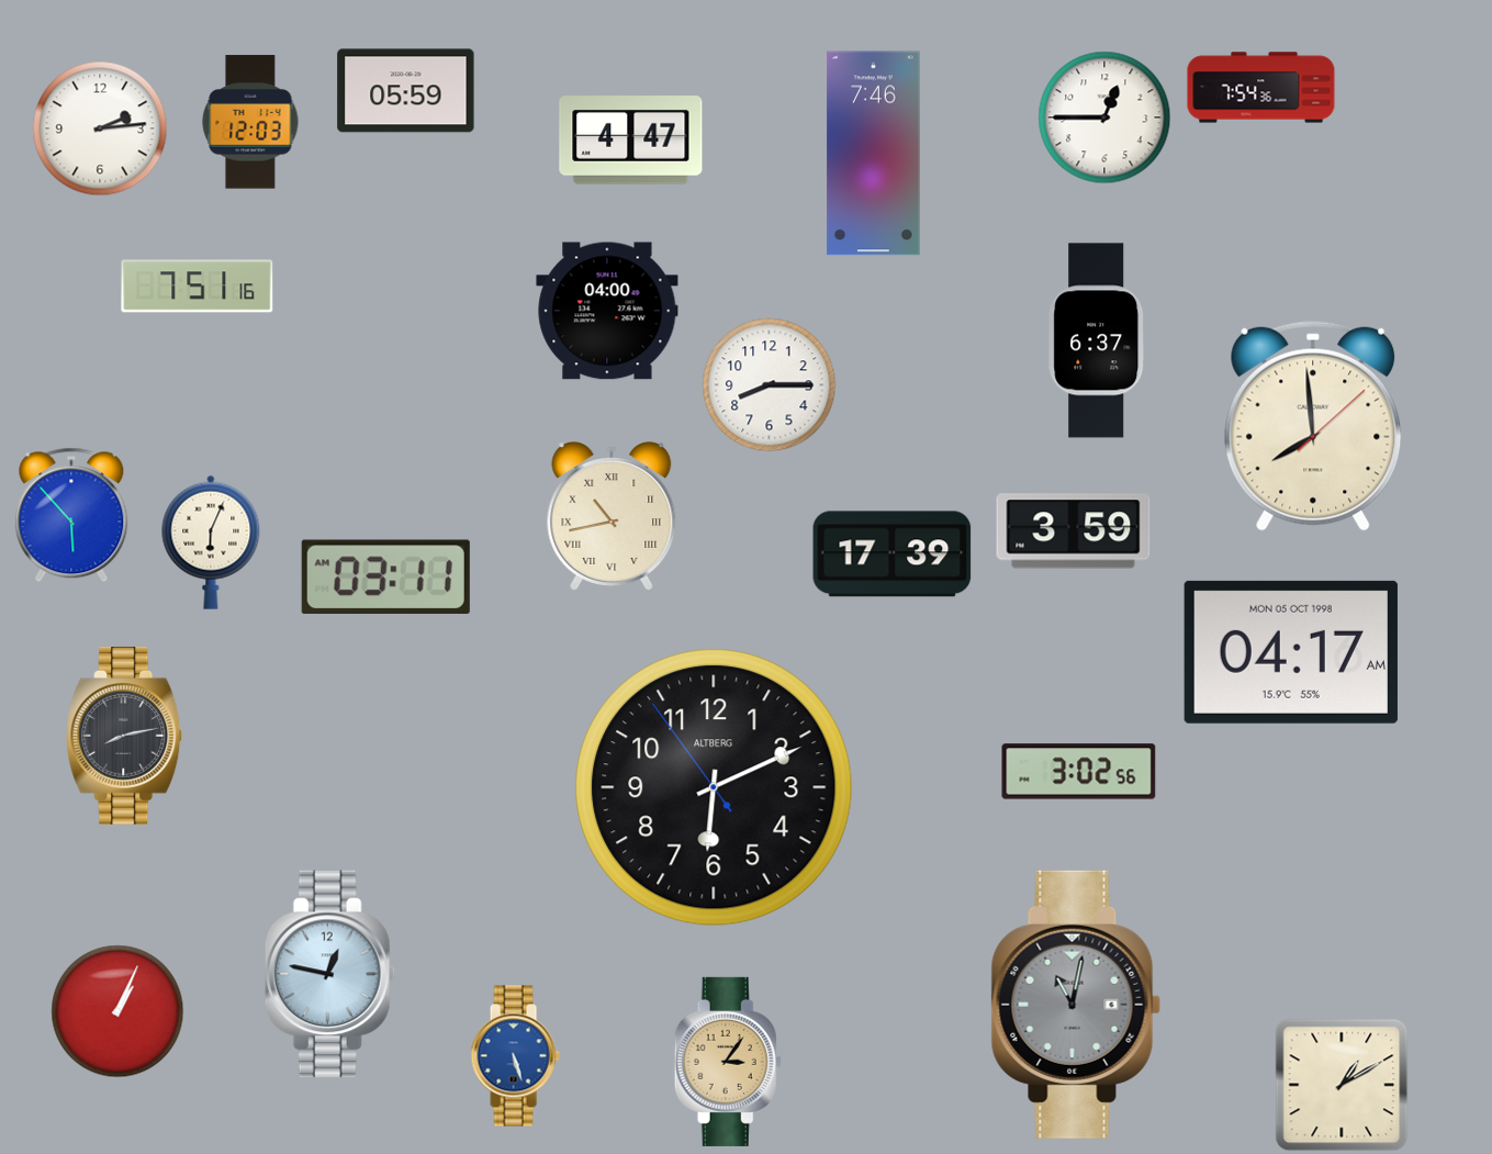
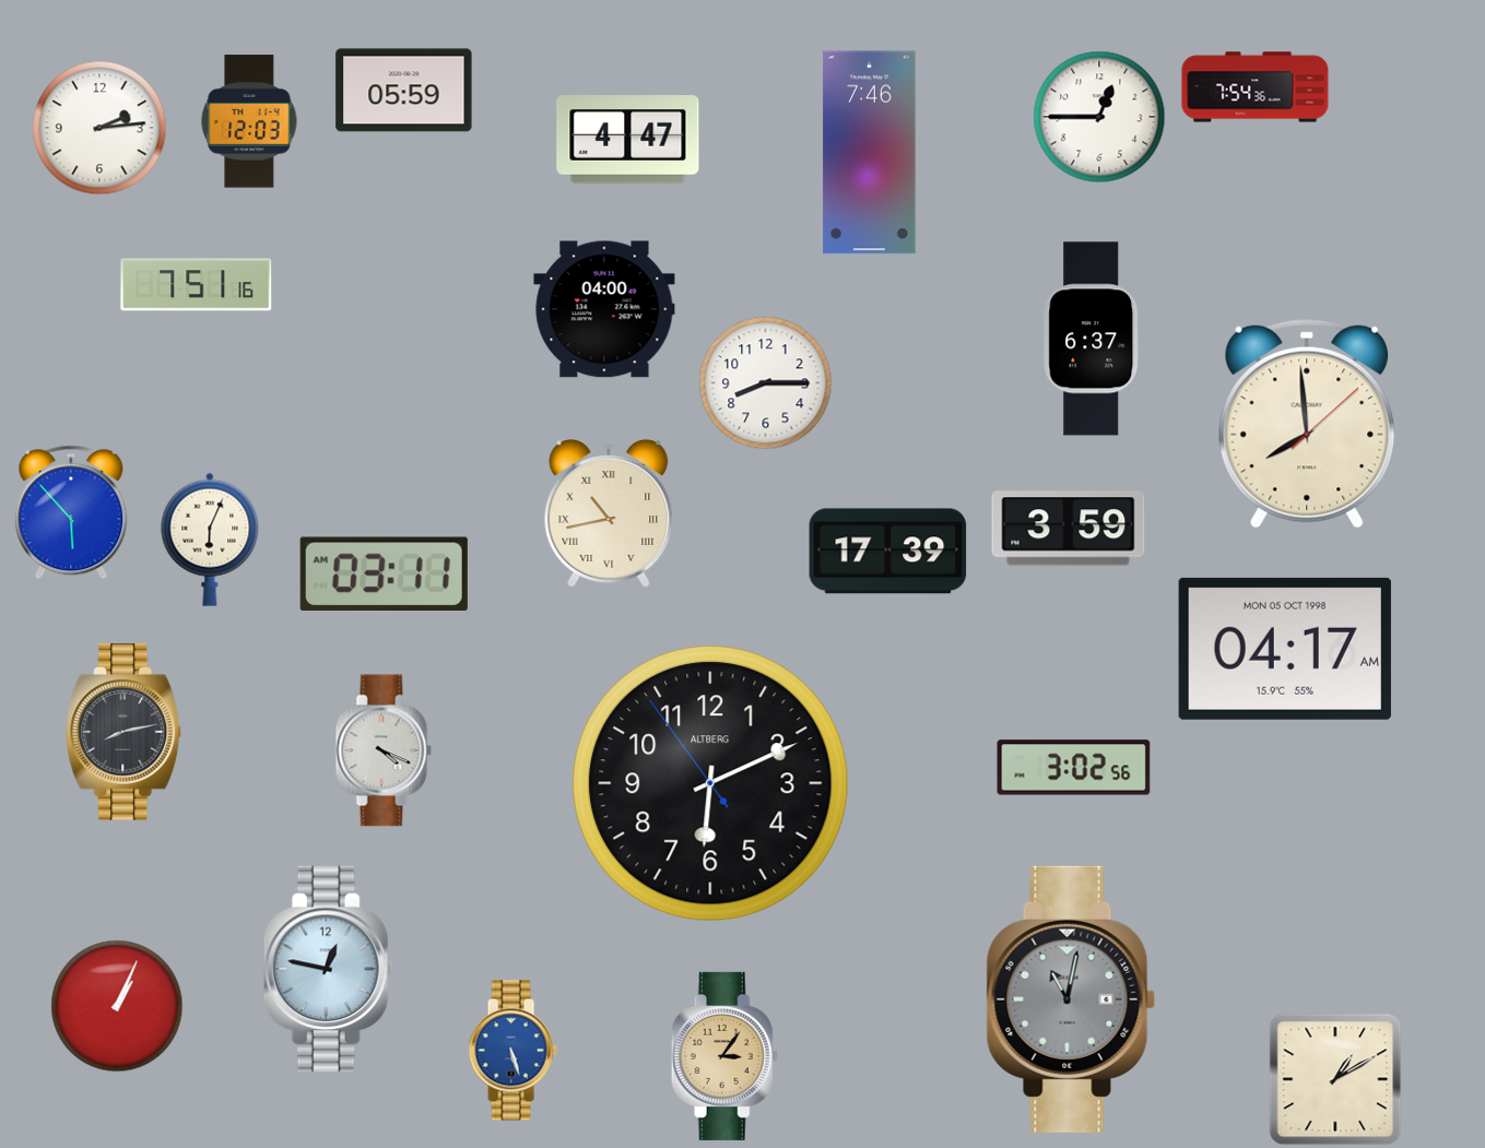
clock at (384, 750): none -> 4:19
